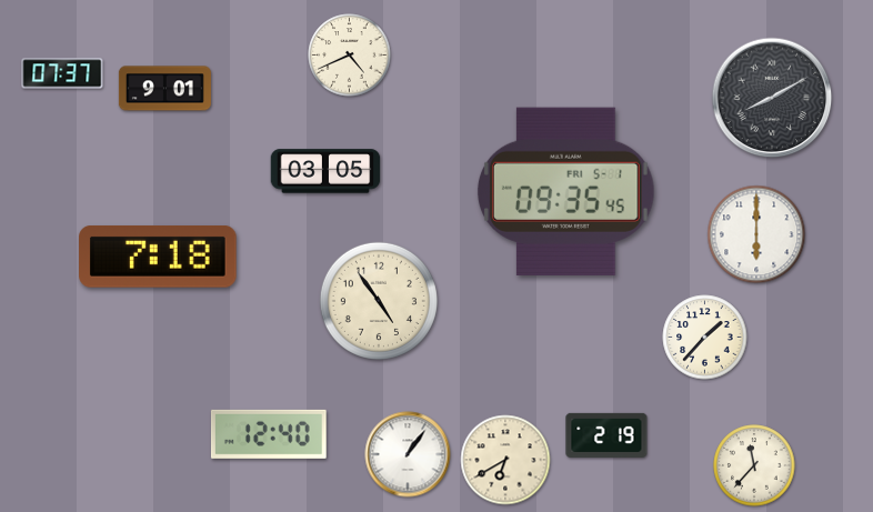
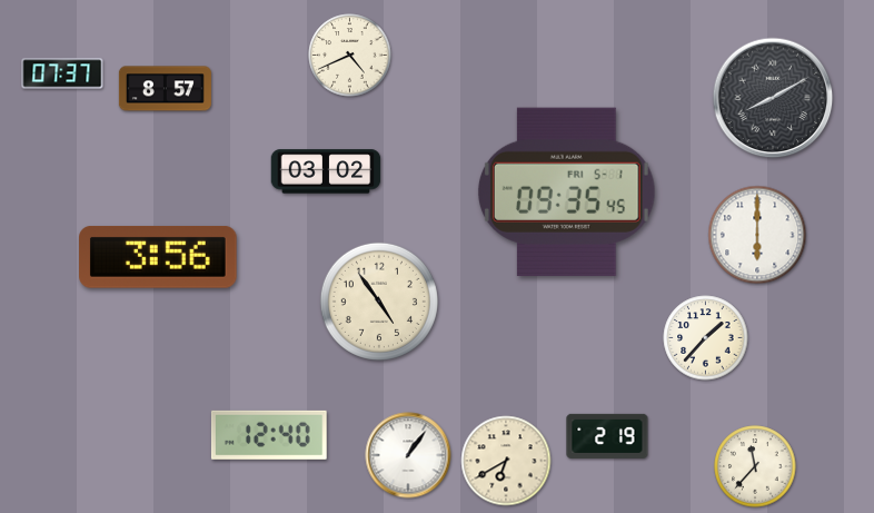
clock at (164, 89): 9:01 -> 8:57
clock at (325, 171): 03:05 -> 03:02
clock at (159, 258): 7:18 -> 3:56
